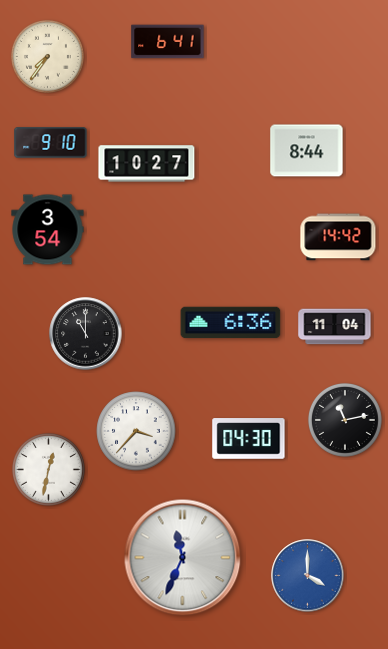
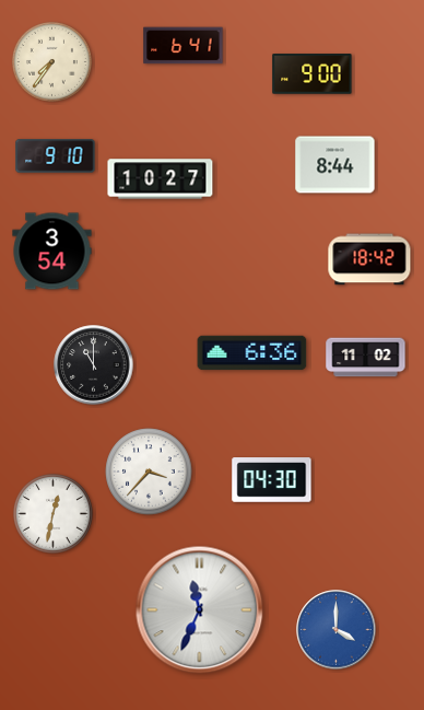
clock at (313, 74): none -> 9:00
clock at (338, 237): 14:42 -> 18:42
clock at (335, 327): 11:04 -> 11:02
clock at (345, 420): 11:13 -> none
